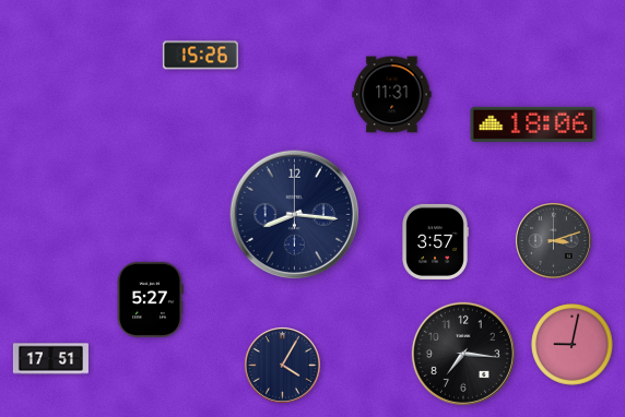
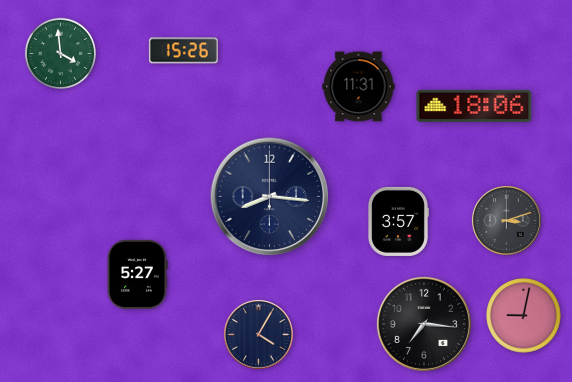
clock at (60, 53): none -> 3:59
clock at (533, 124) position: (533, 124) -> (474, 106)
clock at (50, 359): 17:51 -> none
